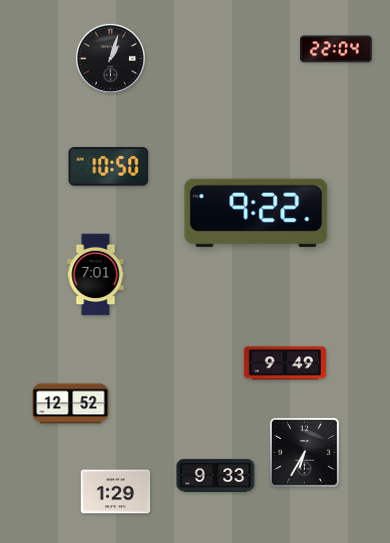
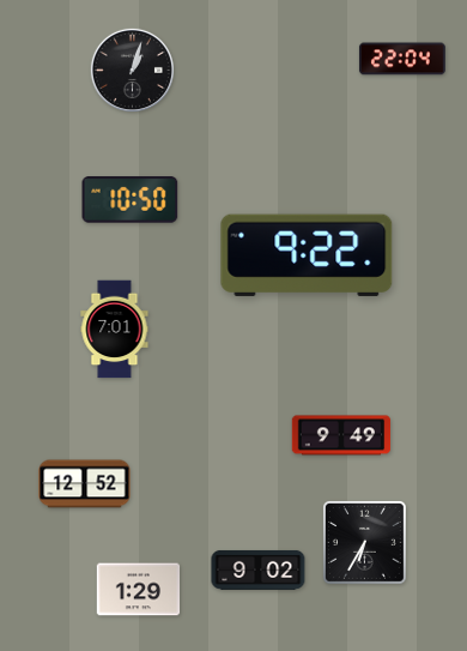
clock at (216, 475): 9:33 -> 9:02
